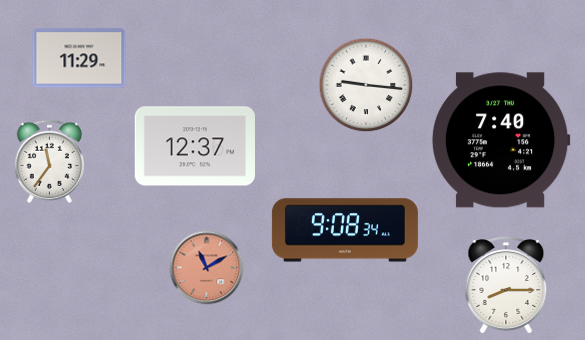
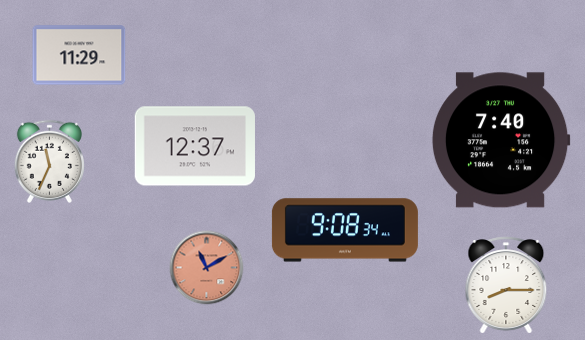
clock at (79, 58) position: (79, 58) -> (79, 55)
clock at (366, 85): 9:16 -> none
clock at (49, 161): 11:36 -> 11:34
